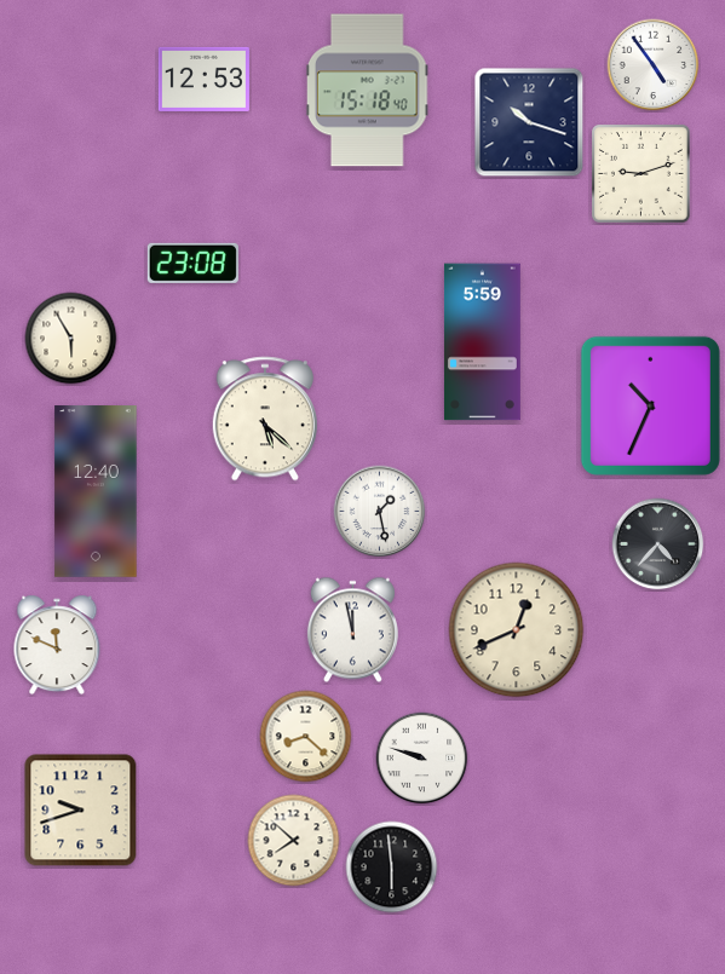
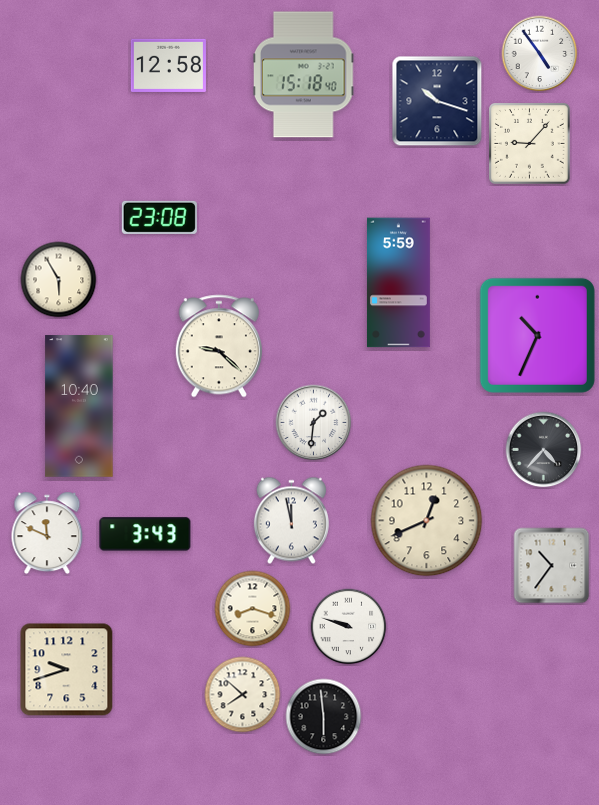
clock at (203, 79): 12:53 -> 12:58
clock at (641, 174): 9:12 -> 9:07
clock at (265, 419): 5:22 -> 9:22
clock at (96, 491): 12:40 -> 10:40
clock at (380, 512): 1:28 -> 1:31
clock at (145, 534): none -> 3:43
clock at (552, 566): none -> 10:36
clock at (306, 737): 8:22 -> 8:18
